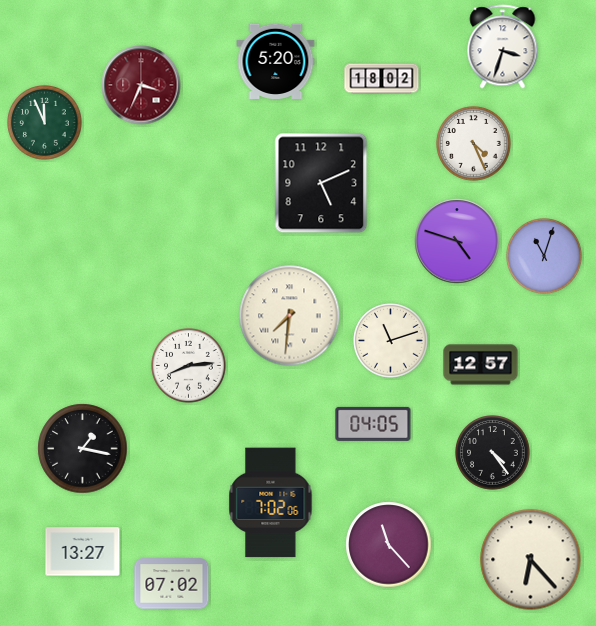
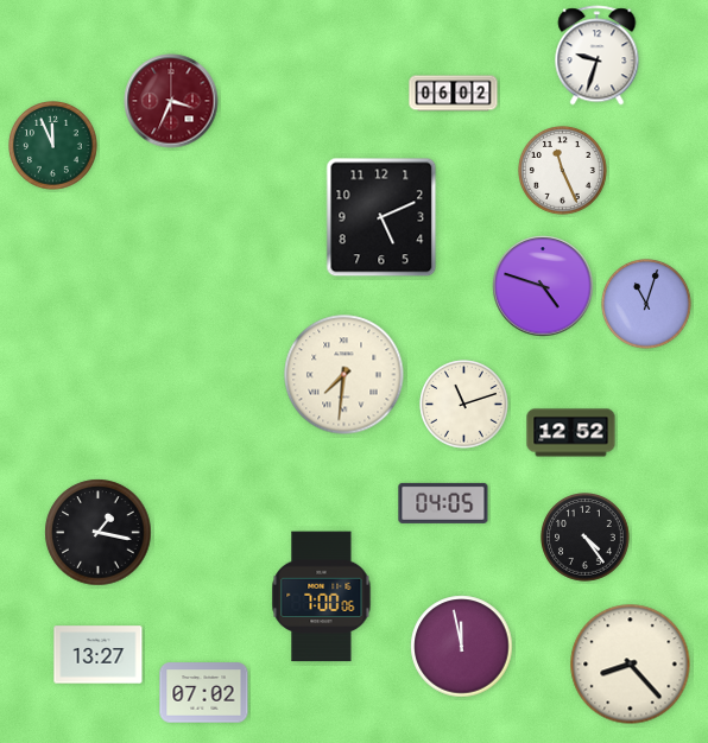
clock at (503, 47): 3:33 -> 9:33
clock at (276, 61): 5:20 -> none
clock at (382, 79): 18:02 -> 06:02
clock at (141, 85) position: (141, 85) -> (171, 101)
clock at (474, 144): 4:26 -> 11:26
clock at (481, 365): 12:57 -> 12:52
clock at (189, 366): 8:14 -> none
clock at (271, 503): 7:02 -> 7:00
clock at (389, 545): 11:23 -> 11:58
clock at (531, 560): 6:23 -> 8:23
